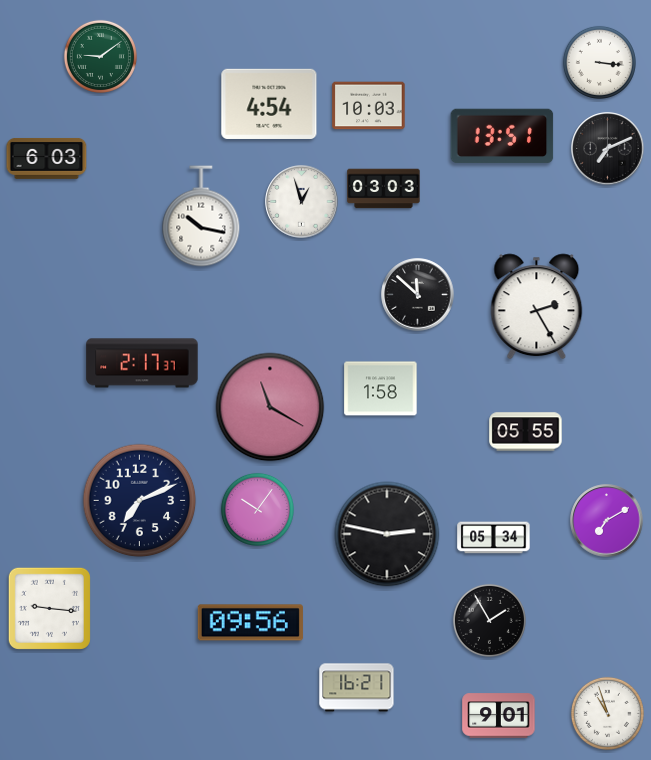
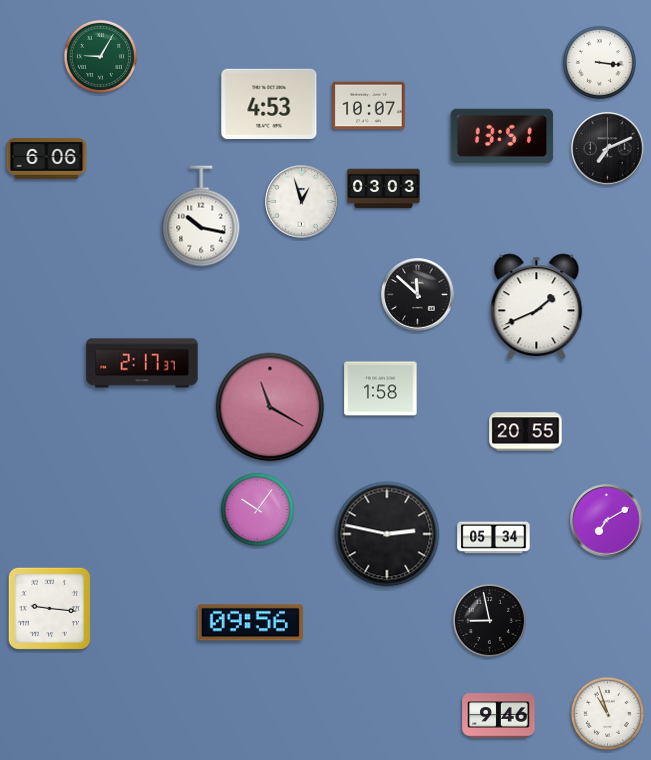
clock at (100, 56): 9:09 -> 9:05
clock at (269, 104): 4:54 -> 4:53
clock at (369, 106): 10:03 -> 10:07
clock at (47, 158): 6:03 -> 6:06
clock at (537, 307): 2:25 -> 1:41
clock at (526, 432): 05:55 -> 20:55
clock at (140, 501): 7:11 -> none
clock at (489, 620): 1:55 -> 8:58
clock at (357, 688): 16:21 -> none
clock at (499, 716): 9:01 -> 9:46
